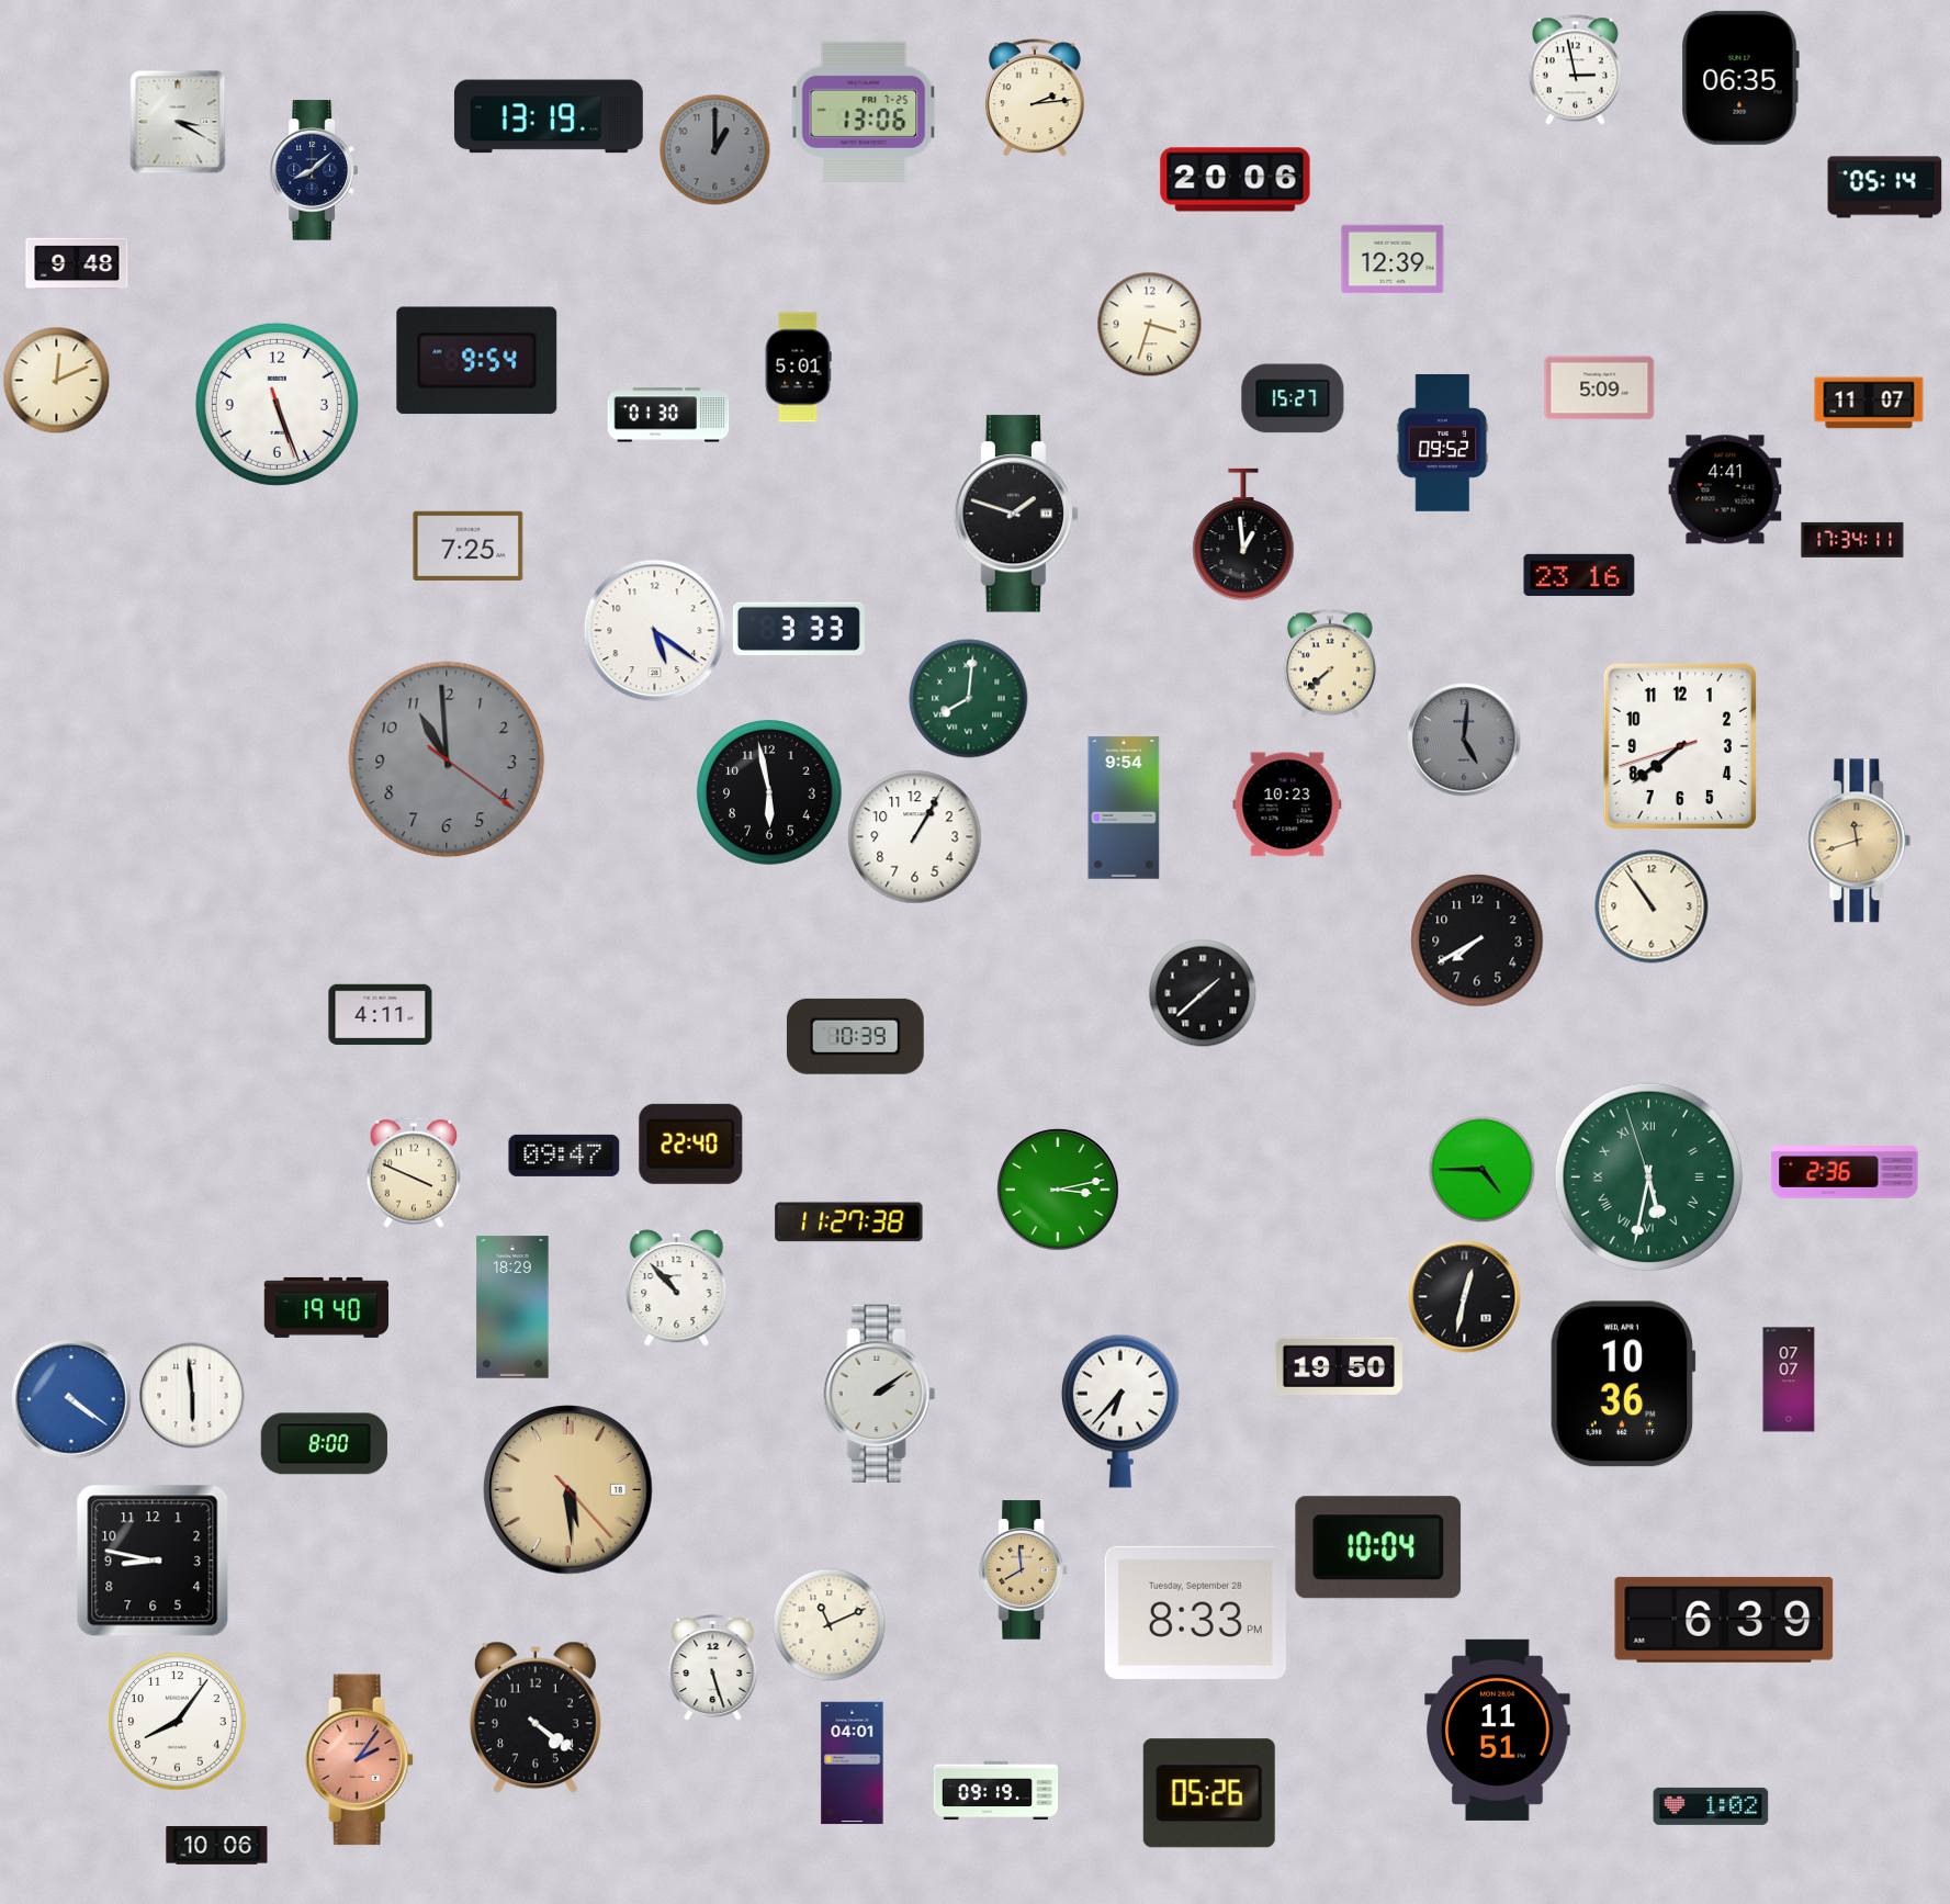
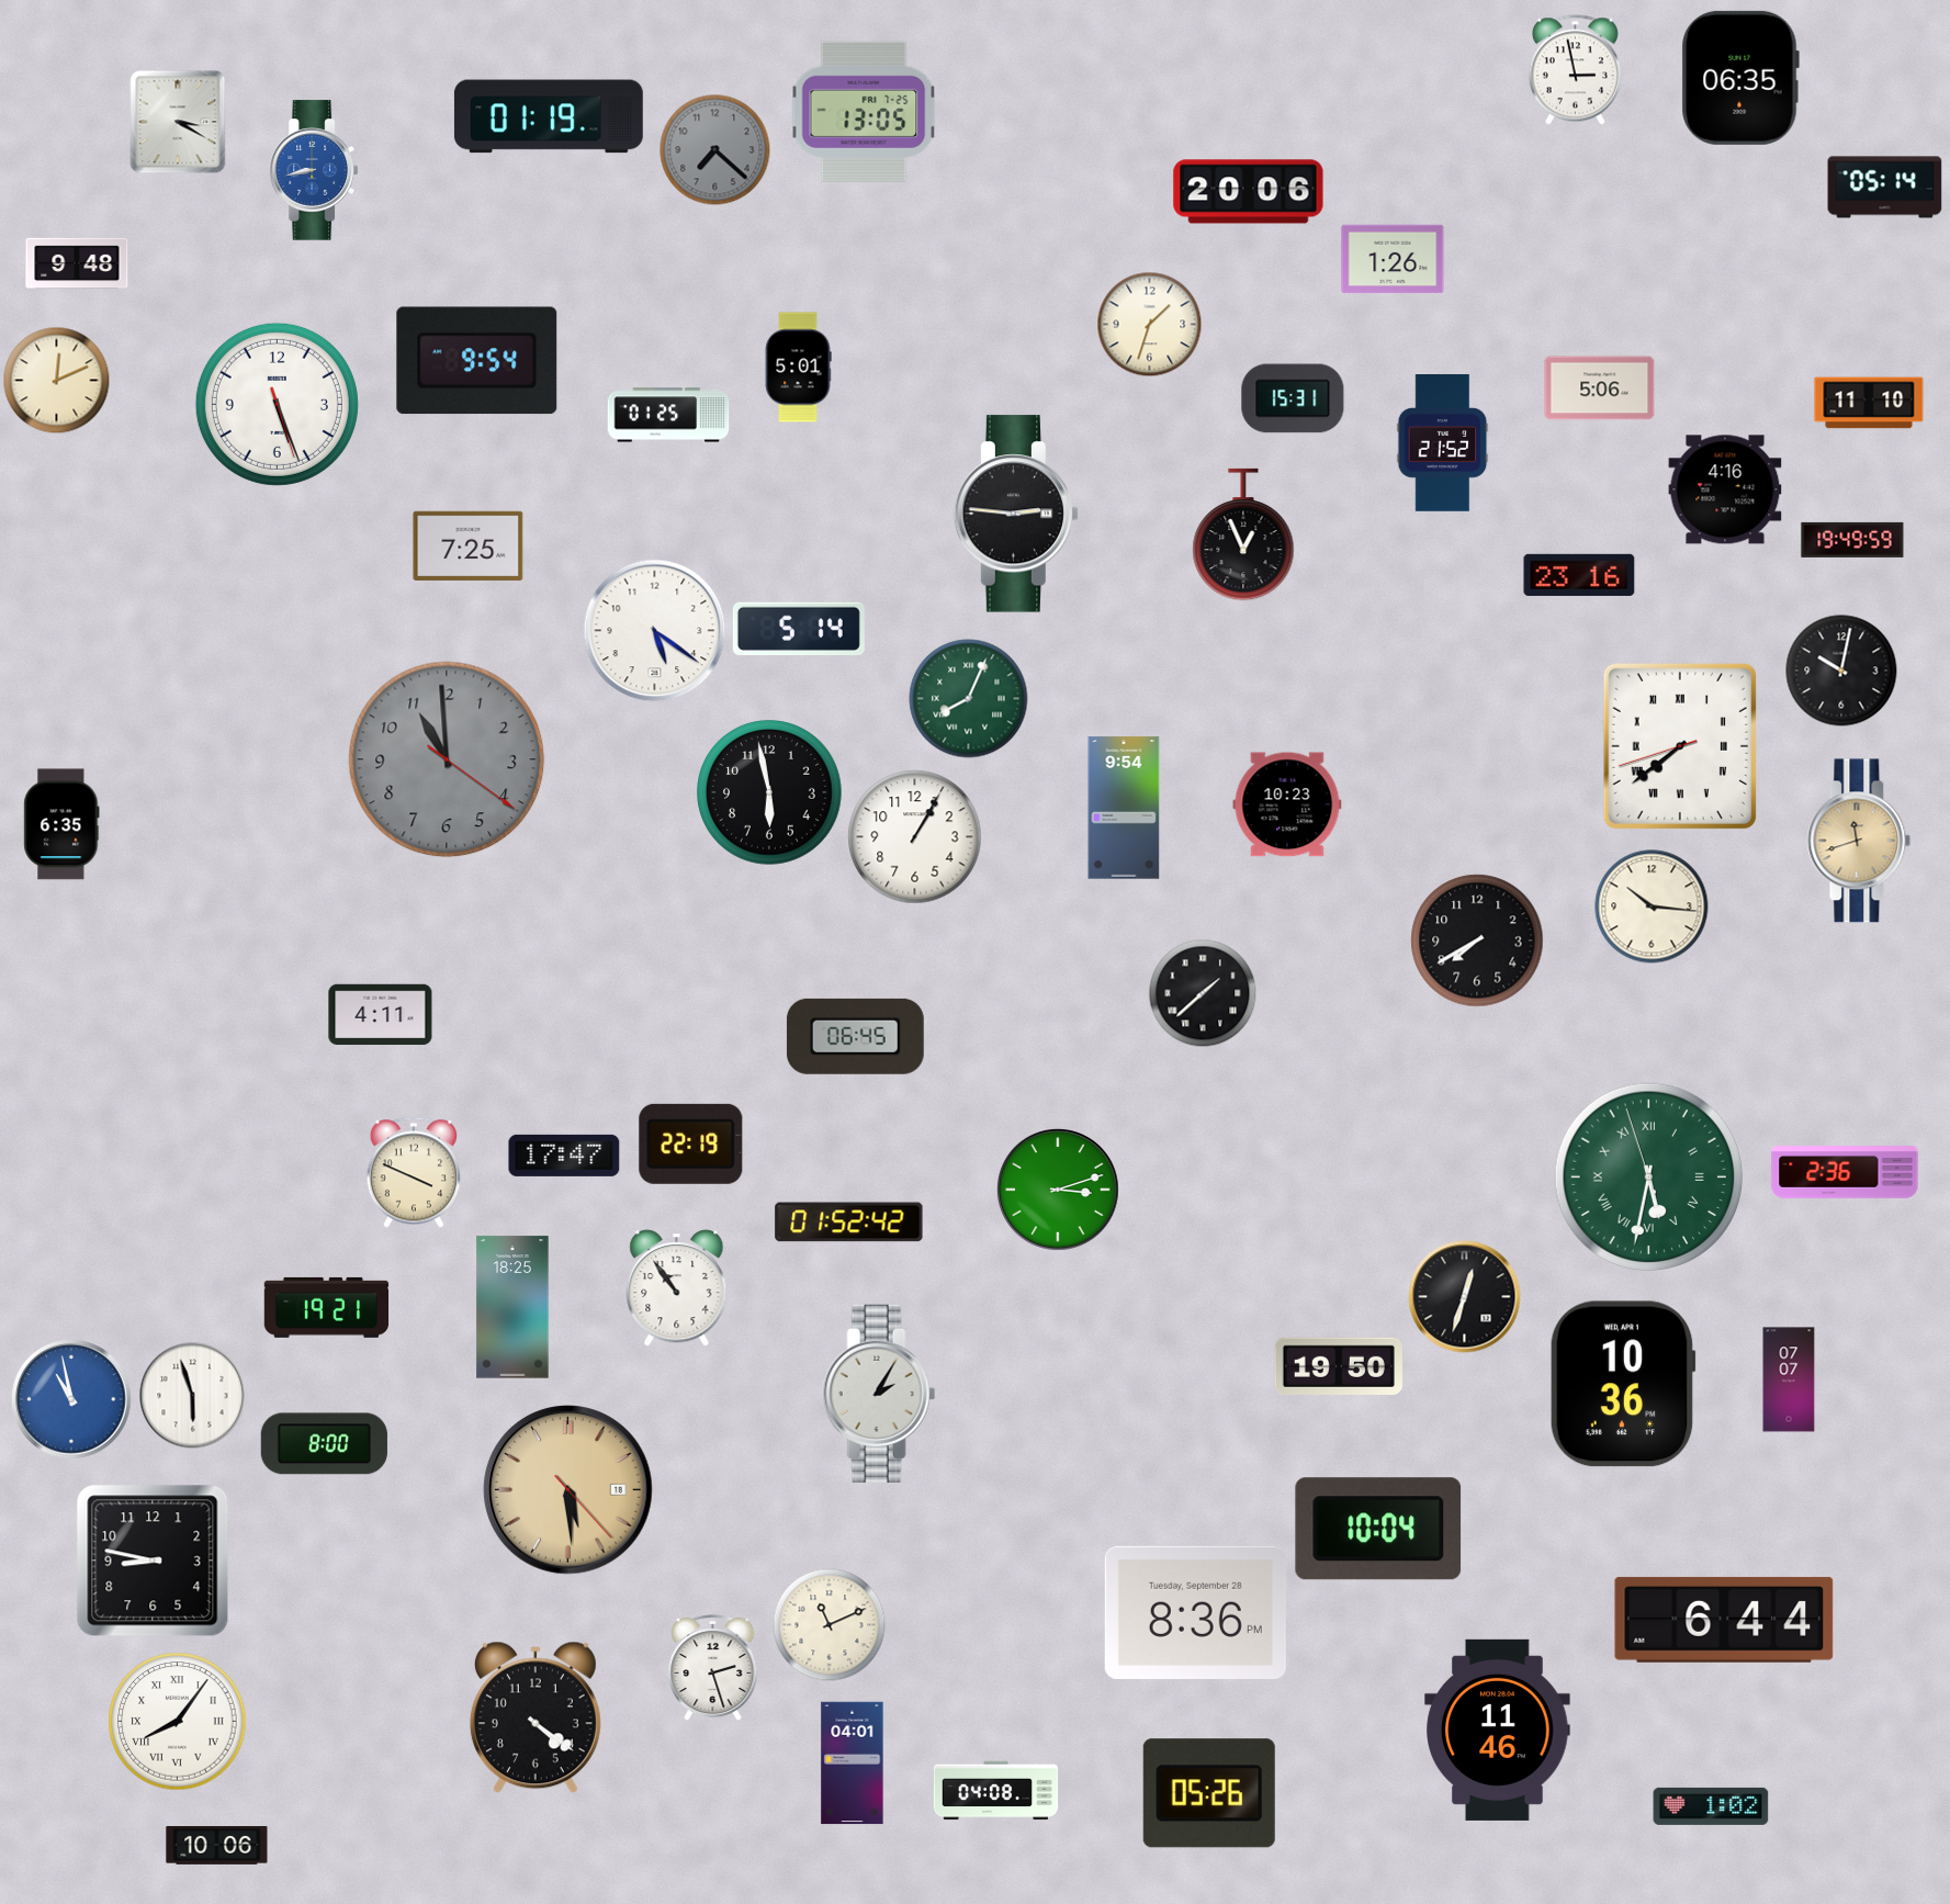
clock at (1035, 98): 2:14 -> none
clock at (864, 112): 13:06 -> 13:05
clock at (549, 116): 13:19 -> 01:19
clock at (715, 150): 1:00 -> 7:22
clock at (313, 170): 8:08 -> 8:43
clock at (313, 170) dial: navy -> blue
clock at (1236, 180) position: (1236, 180) -> (1249, 192)
clock at (1393, 259): 12:39 -> 1:26
clock at (1149, 324): 3:33 -> 1:33
clock at (1600, 388): 5:09 -> 5:06
clock at (1293, 398): 15:27 -> 15:31
clock at (1869, 403): 11:07 -> 11:10
clock at (668, 415): 01:30 -> 01:25
clock at (1443, 443): 09:52 -> 21:52
clock at (1725, 489): 4:41 -> 4:16
clock at (1016, 514): 1:48 -> 2:46
clock at (1243, 534): 12:59 -> 12:56
clock at (1852, 540): 17:34 -> 19:49
clock at (799, 628): 3:33 -> 5:14
clock at (1330, 664): 7:38 -> none
clock at (1841, 671): none -> 10:02
clock at (969, 699): 8:01 -> 8:04
clock at (1464, 740): 5:01 -> none
clock at (1680, 746) numerals: Arabic -> Roman
clock at (61, 824): none -> 6:35
clock at (1652, 906): 10:54 -> 10:16
clock at (855, 1036): 10:39 -> 06:45
clock at (691, 1143): 22:40 -> 22:19
clock at (564, 1156): 09:47 -> 17:47
clock at (1481, 1169): 4:45 -> none
clock at (1059, 1191): 3:13 -> 3:12
clock at (849, 1223): 11:27 -> 01:52
clock at (677, 1288): 10:53 -> 10:54
clock at (1465, 1297): 12:32 -> 12:33
clock at (327, 1307): 19:40 -> 19:21
clock at (512, 1307): 18:29 -> 18:25
clock at (879, 1394): 2:09 -> 2:05
clock at (193, 1396): 5:59 -> 5:57
clock at (71, 1399): 4:21 -> 10:58
clock at (1120, 1411): 6:37 -> none
clock at (1378, 1547) position: (1378, 1547) -> (1378, 1529)
clock at (1024, 1570): 7:59 -> none
clock at (1195, 1612): 8:33 -> 8:36
clock at (1724, 1620): 6:39 -> 6:44
clock at (713, 1667): 5:27 -> 2:27
clock at (178, 1722) numerals: Arabic -> Roman
clock at (1498, 1730): 11:51 -> 11:46
clock at (359, 1760): 2:06 -> none
clock at (996, 1791): 09:19 -> 04:08
